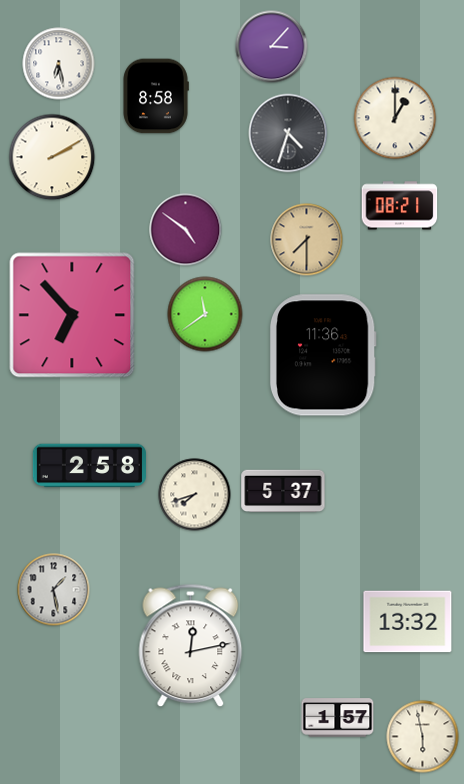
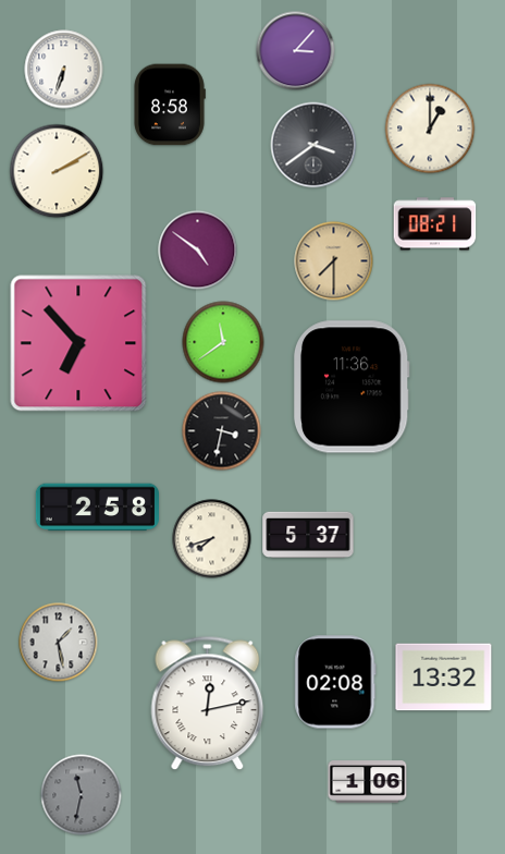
clock at (59, 64): 6:28 -> 6:33
clock at (288, 133): 4:33 -> 3:39
clock at (186, 230) position: (186, 230) -> (198, 251)
clock at (222, 431): none -> 3:32
clock at (335, 682): none -> 02:08
clock at (338, 718): 1:57 -> 1:06
clock at (82, 795): none -> 11:32
clock at (423, 737): 5:58 -> none
